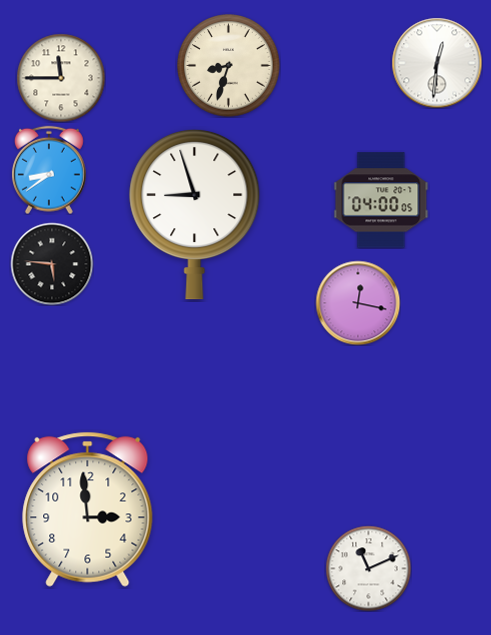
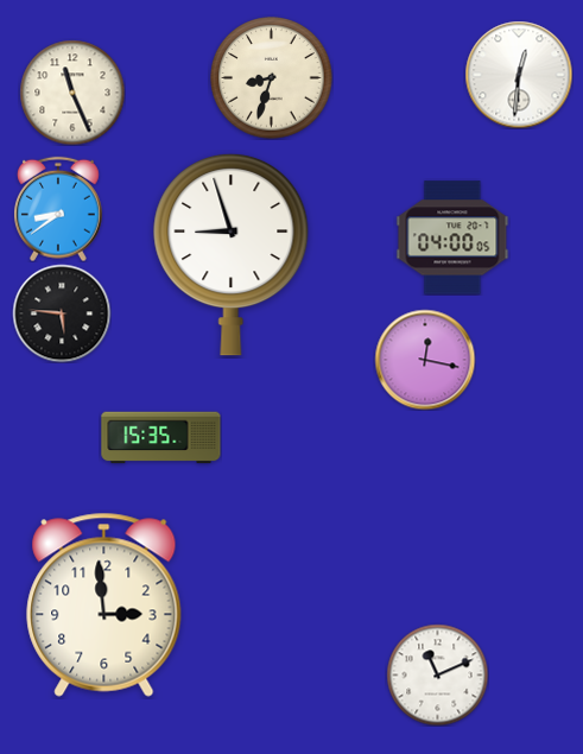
clock at (61, 78): 11:45 -> 11:26
clock at (49, 170) position: (49, 170) -> (58, 209)
clock at (161, 438): none -> 15:35
